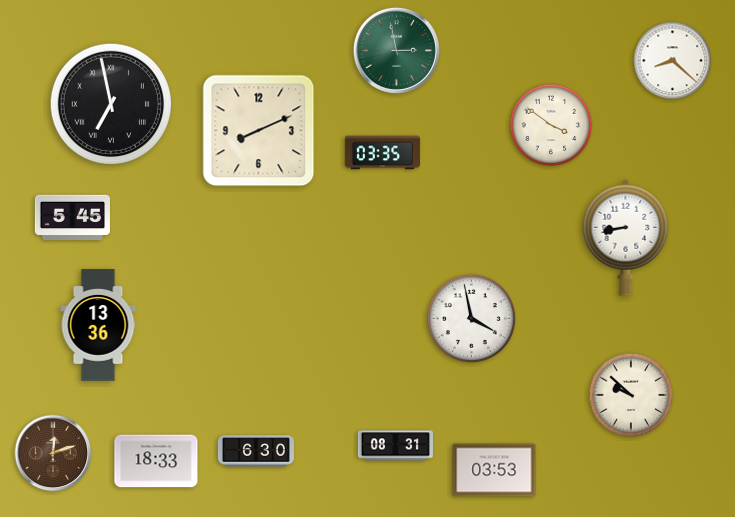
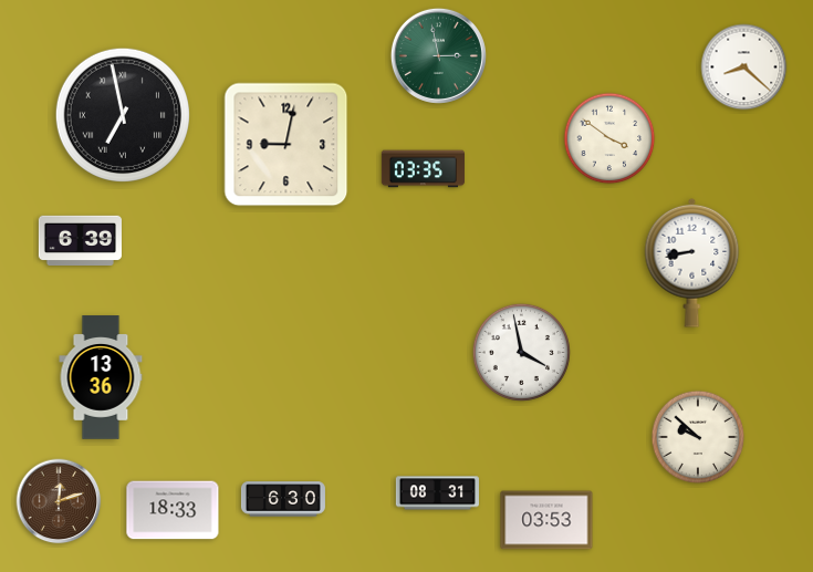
clock at (259, 131): 8:11 -> 9:02
clock at (72, 217): 5:45 -> 6:39
clock at (98, 325) position: (98, 325) -> (101, 377)
